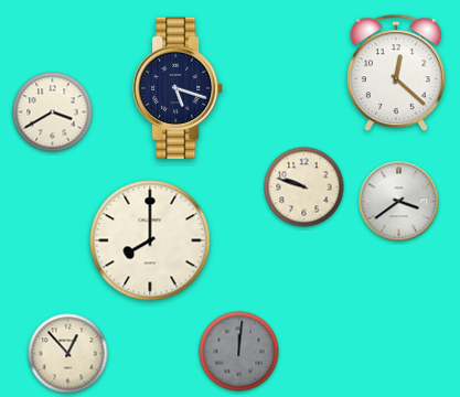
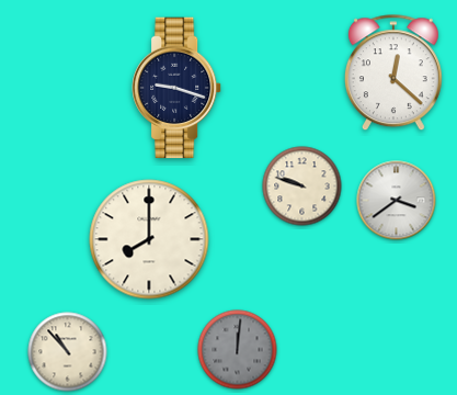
clock at (179, 88): 5:18 -> 9:18
clock at (53, 112): 3:40 -> none
clock at (68, 354): 12:53 -> 10:53
